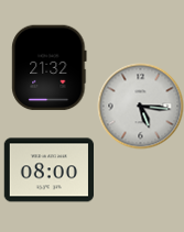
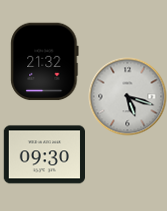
clock at (140, 106): 5:16 -> 5:18
clock at (48, 170): 08:00 -> 09:30
